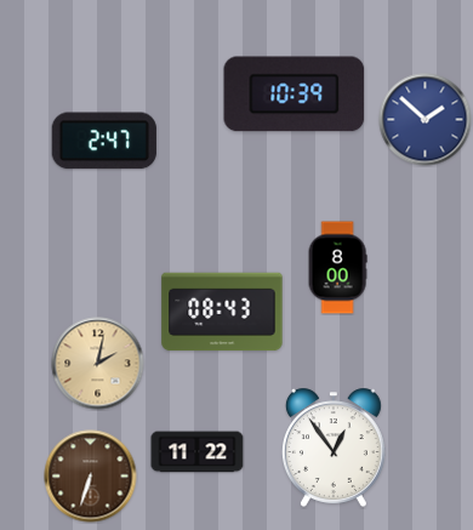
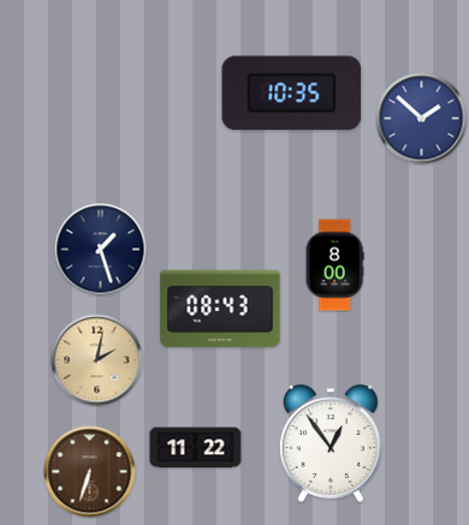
clock at (295, 95): 10:39 -> 10:35
clock at (104, 141): 2:47 -> none
clock at (101, 250): none -> 1:27
